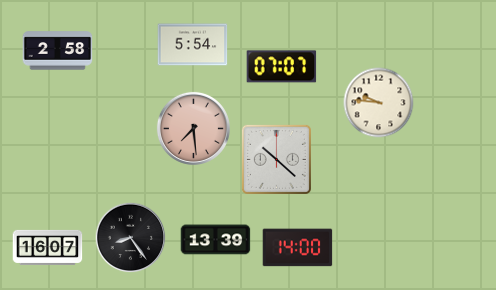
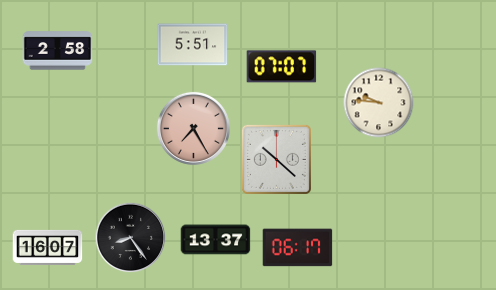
clock at (193, 45): 5:54 -> 5:51
clock at (193, 128): 7:29 -> 7:25
clock at (216, 240): 13:39 -> 13:37
clock at (298, 248): 14:00 -> 06:17
